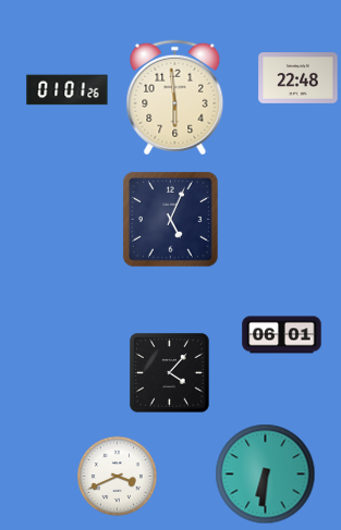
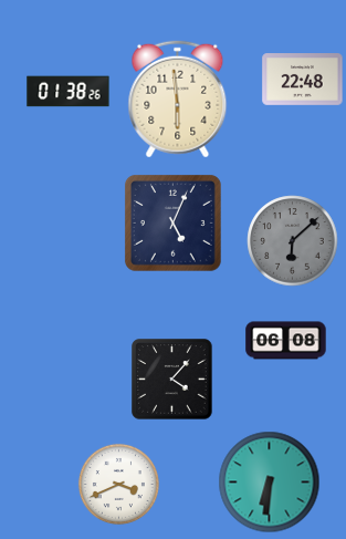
clock at (68, 90): 01:01 -> 01:38
clock at (293, 241): none -> 6:08
clock at (282, 335): 06:01 -> 06:08
